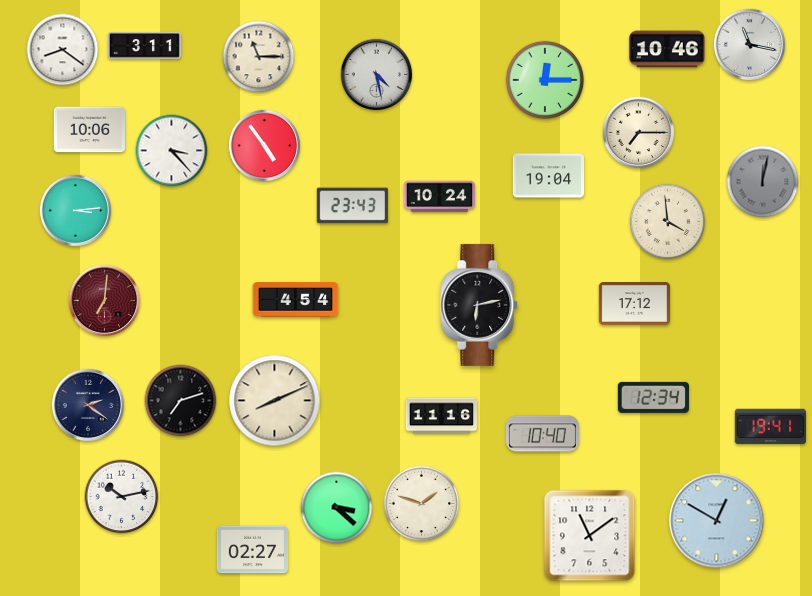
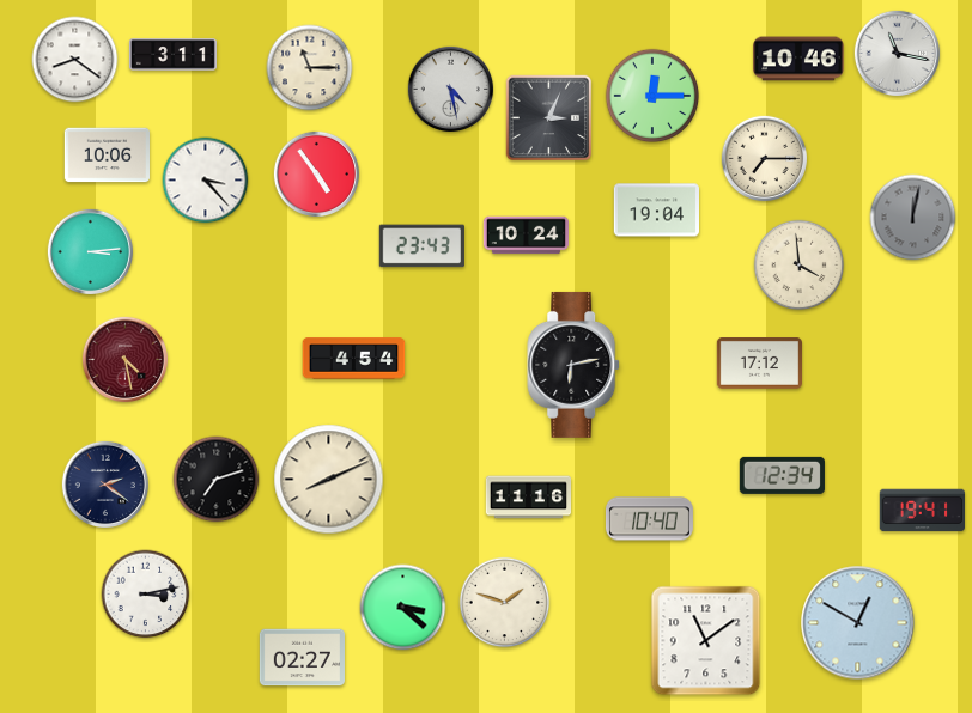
clock at (549, 118): none -> 3:04
clock at (105, 301): 7:01 -> 4:28
clock at (122, 497): 10:13 -> 3:13
